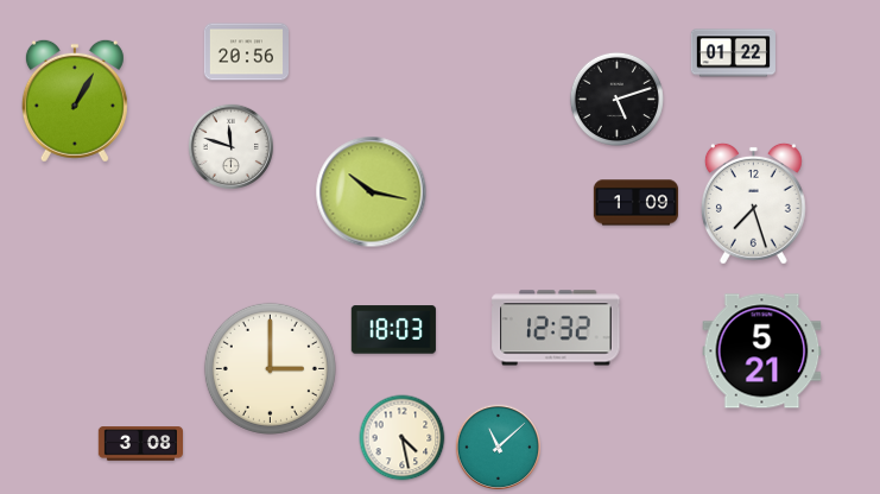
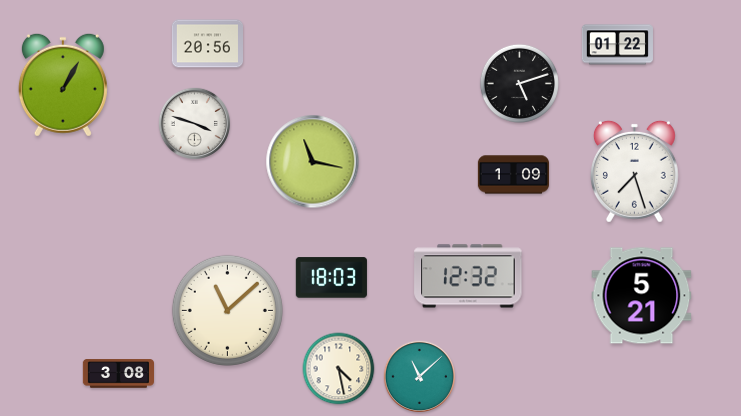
clock at (230, 146): 11:48 -> 3:48
clock at (372, 192): 10:17 -> 11:17
clock at (635, 203) position: (635, 203) -> (513, 175)
clock at (270, 368): 3:00 -> 11:08
